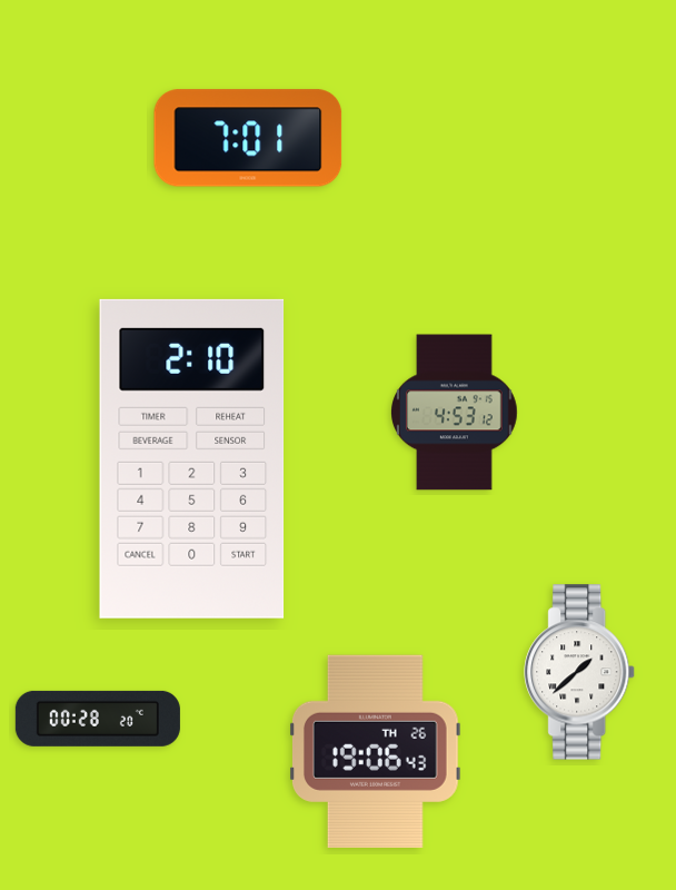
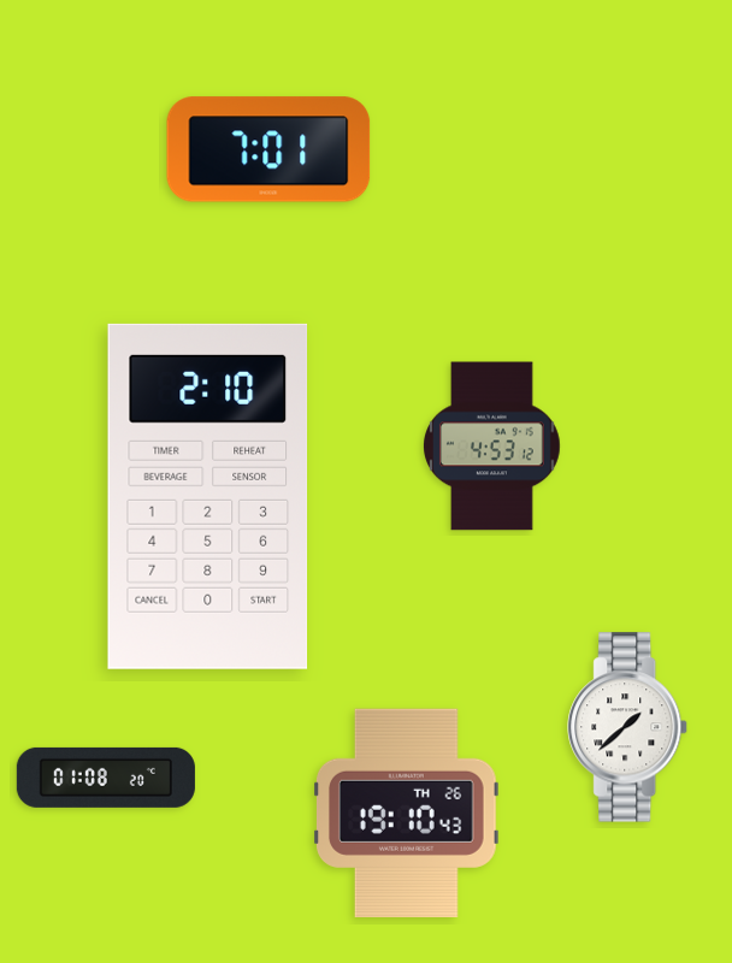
clock at (98, 719): 00:28 -> 01:08
clock at (376, 751): 19:06 -> 19:10
